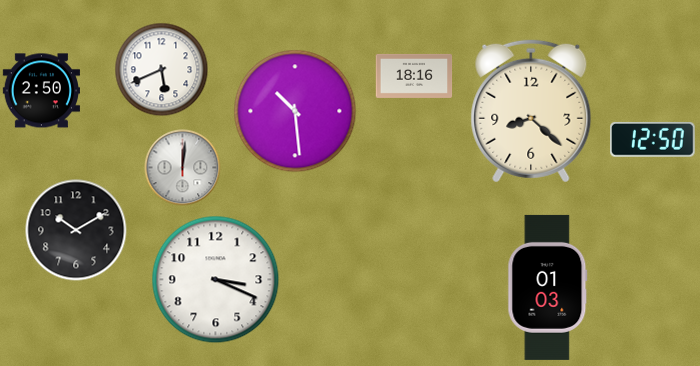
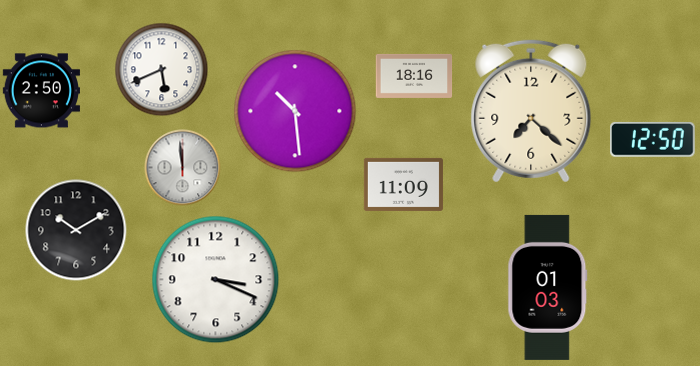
clock at (531, 111): 8:22 -> 7:22
clock at (183, 168): 12:01 -> 11:59
clock at (403, 184): none -> 11:09
